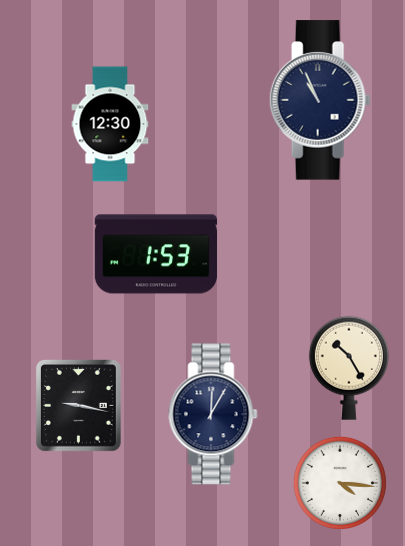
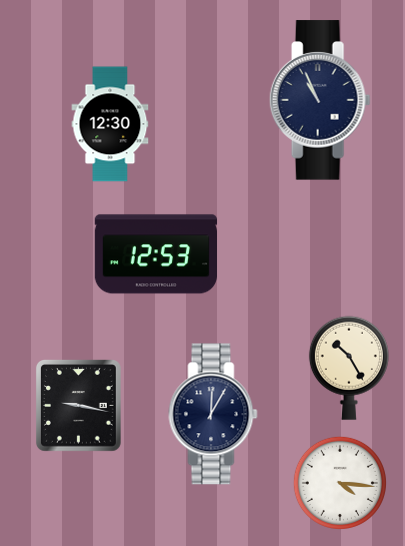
clock at (156, 254): 1:53 -> 12:53
